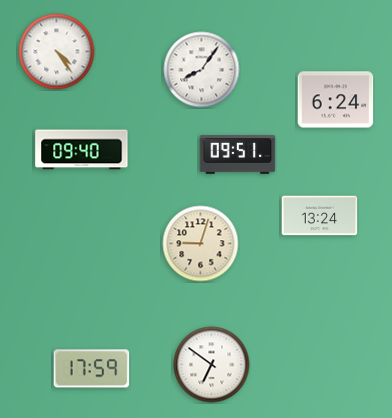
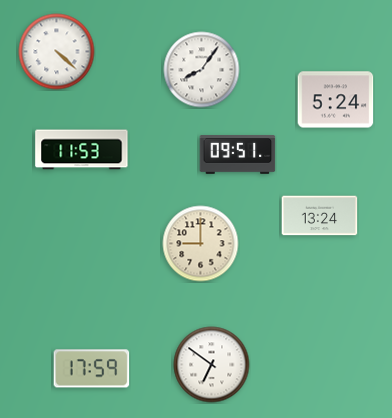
clock at (57, 52): 4:24 -> 4:22
clock at (336, 100): 6:24 -> 5:24
clock at (82, 150): 09:40 -> 11:53
clock at (201, 244): 9:03 -> 9:00
